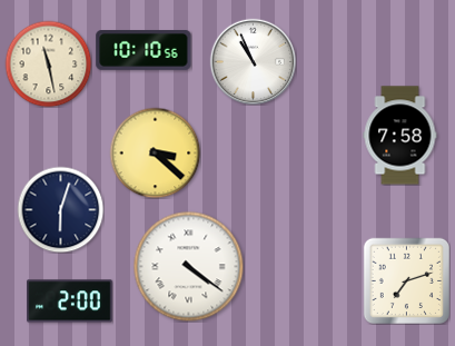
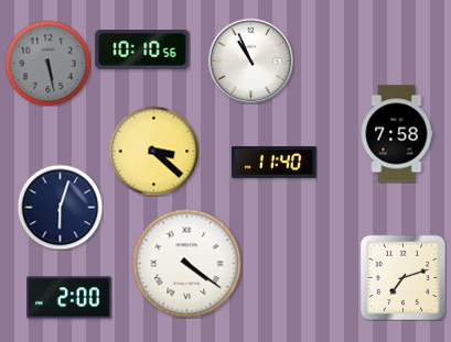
clock at (48, 63): 11:28 -> 5:28
clock at (48, 63) dial: cream -> grey
clock at (275, 162): none -> 11:40
